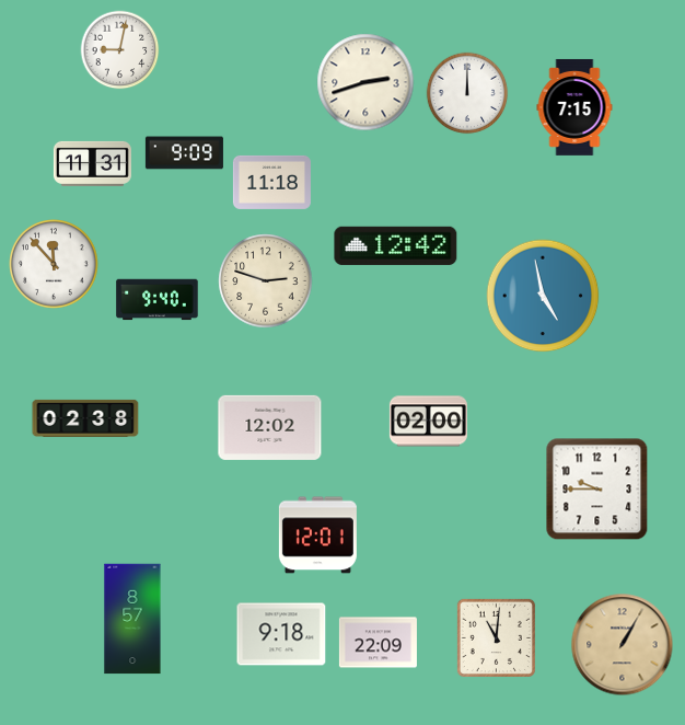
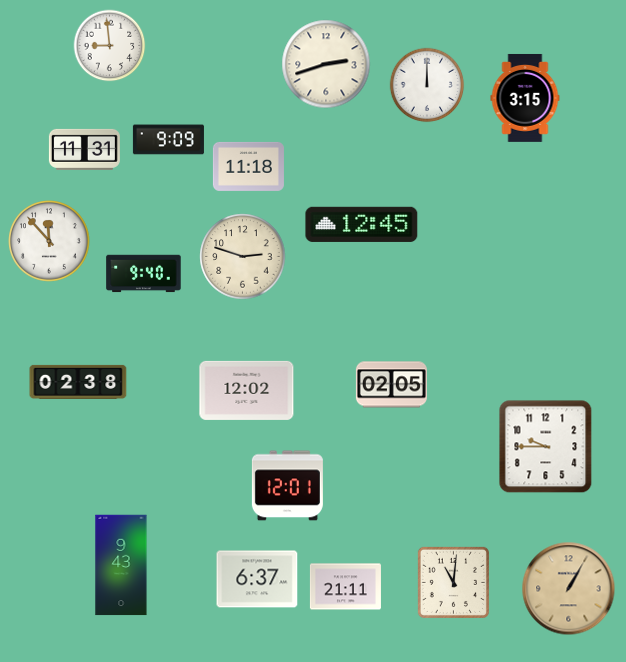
clock at (120, 50): 9:02 -> 8:59
clock at (365, 82) position: (365, 82) -> (326, 64)
clock at (574, 107): 7:15 -> 3:15
clock at (396, 245): 12:42 -> 12:45
clock at (543, 296): 4:58 -> none
clock at (428, 422): 02:00 -> 02:05
clock at (317, 536) position: (317, 536) -> (287, 486)
clock at (132, 619): 8:57 -> 9:43
clock at (281, 634): 9:18 -> 6:37
clock at (378, 643): 22:09 -> 21:11
